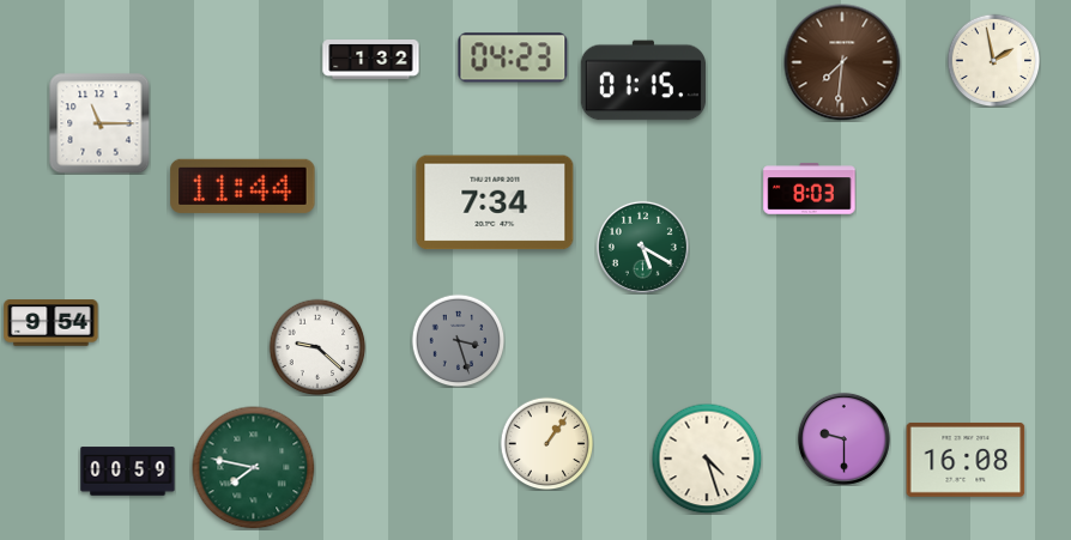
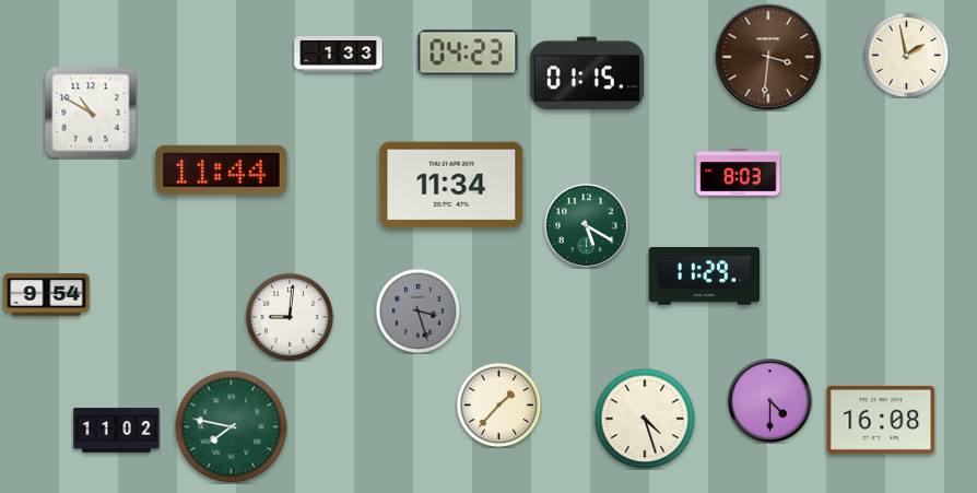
clock at (371, 60): 1:32 -> 1:33
clock at (842, 62): 7:31 -> 3:31
clock at (99, 123): 11:15 -> 10:50
clock at (495, 202): 7:34 -> 11:34
clock at (705, 277): none -> 11:29
clock at (317, 347): 9:22 -> 9:01
clock at (843, 438): 9:30 -> 4:30
clock at (546, 443): 1:06 -> 1:37
clock at (128, 472): 00:59 -> 11:02
